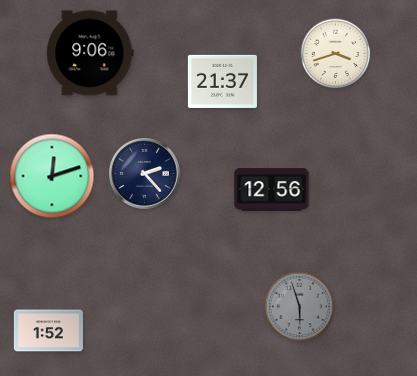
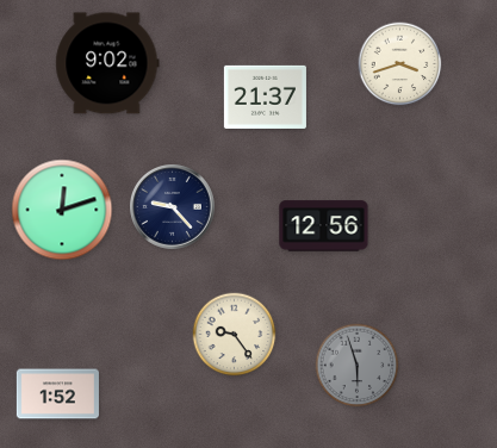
clock at (90, 53): 9:06 -> 9:02
clock at (145, 174): 2:23 -> 9:23
clock at (235, 335): none -> 9:24
